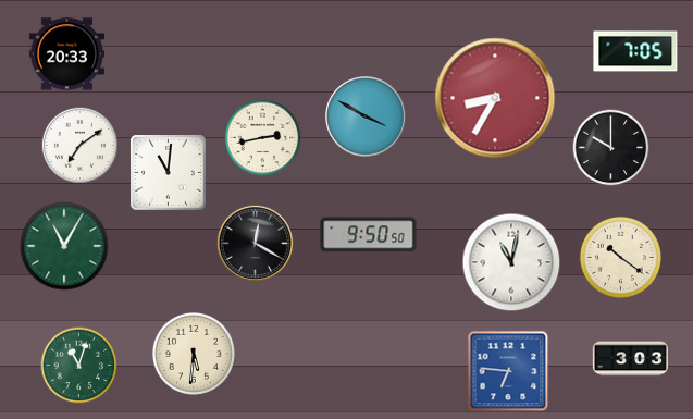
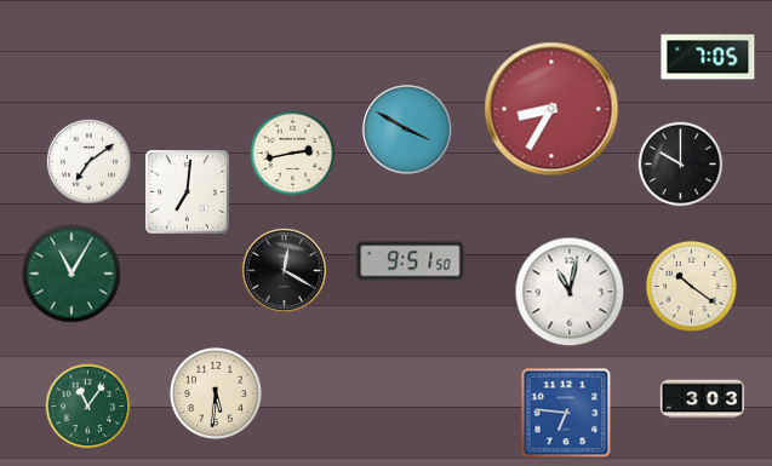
clock at (66, 54): 20:33 -> none
clock at (169, 173): 11:01 -> 7:01
clock at (369, 235): 9:50 -> 9:51
clock at (79, 366): 11:03 -> 11:06
